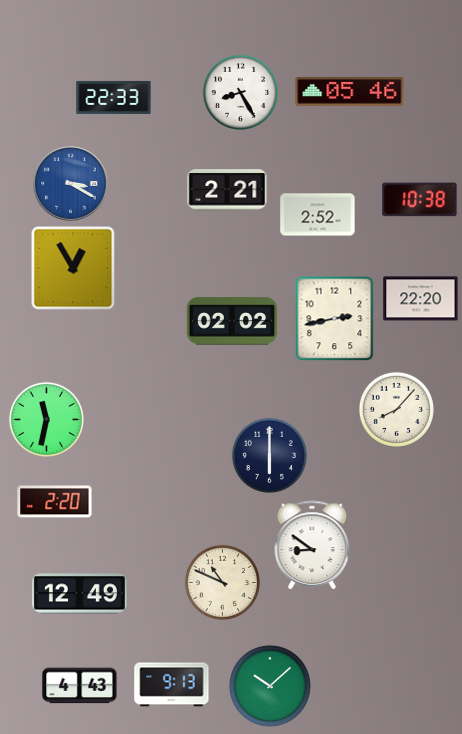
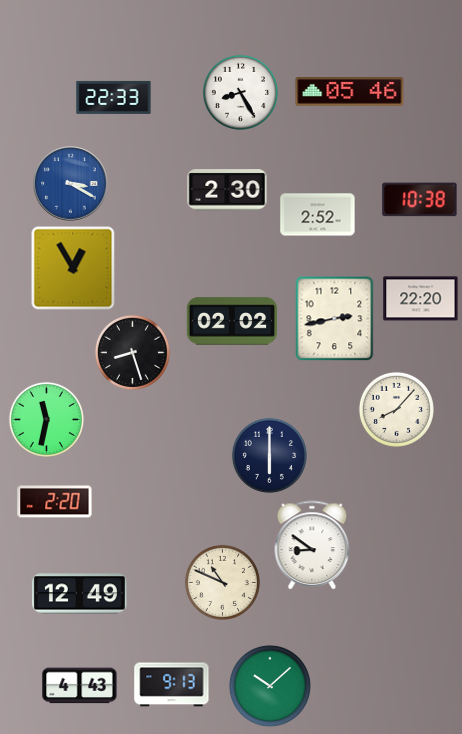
clock at (227, 190): 2:21 -> 2:30
clock at (132, 352): none -> 8:27
